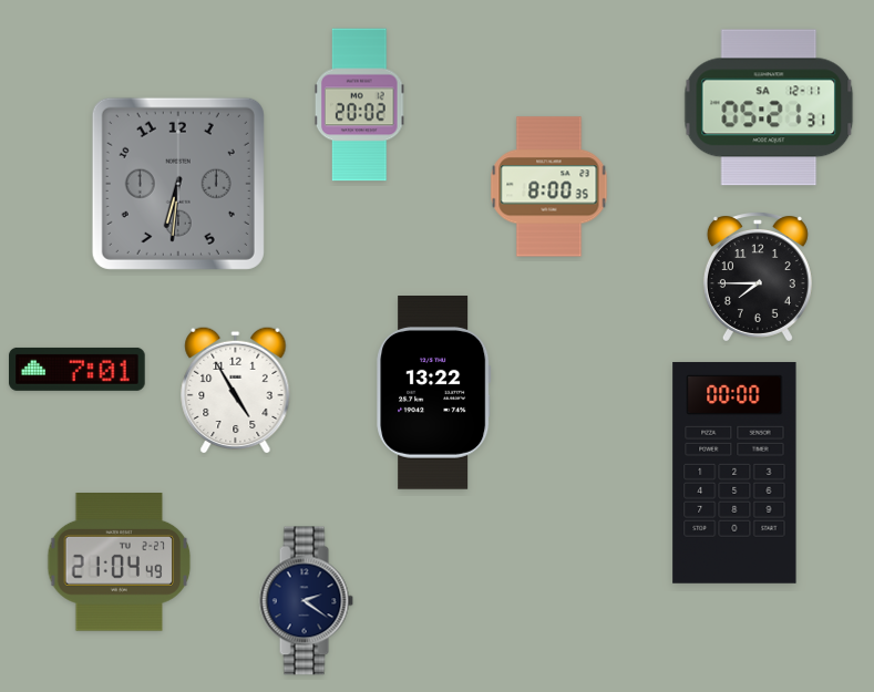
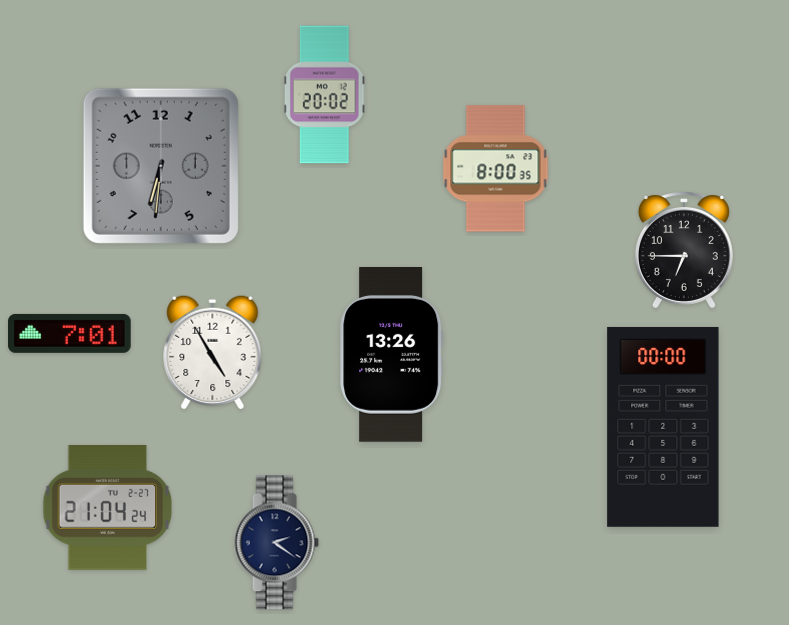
clock at (769, 107): 05:21 -> none
clock at (758, 277): 7:45 -> 6:45
clock at (434, 393): 13:22 -> 13:26
clock at (120, 562): 21:04:49 -> 21:04:24
